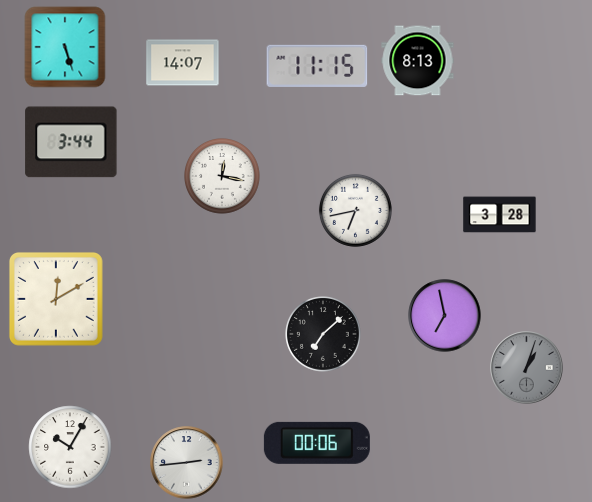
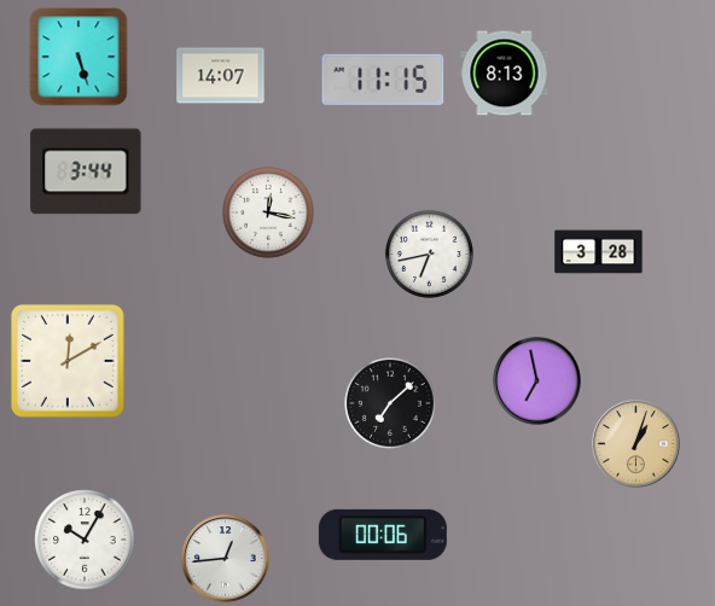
clock at (500, 215) position: (500, 215) -> (599, 252)
clock at (527, 368) dial: grey -> champagne
clock at (187, 463): 2:44 -> 12:44
